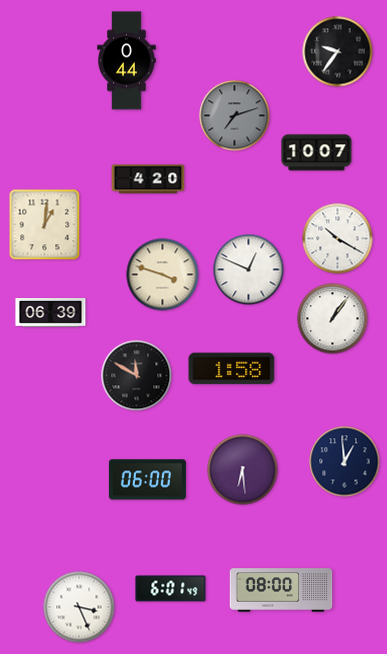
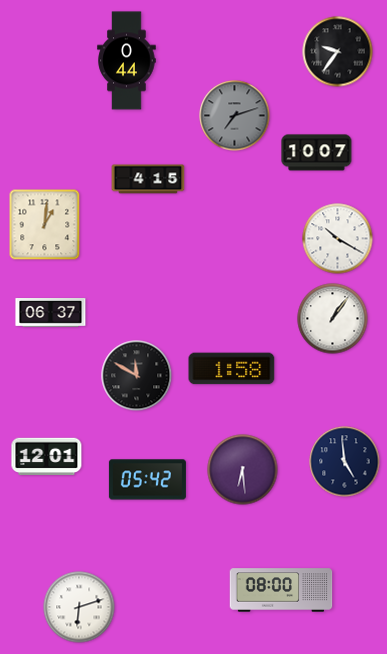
clock at (148, 179): 4:20 -> 4:15
clock at (249, 270): 12:49 -> none
clock at (163, 275): 3:48 -> none
clock at (51, 313): 06:39 -> 06:37
clock at (47, 456): none -> 12:01
clock at (345, 462): 12:59 -> 4:59
clock at (147, 480): 06:00 -> 05:42
clock at (171, 589): 6:01 -> none
clock at (79, 607): 3:26 -> 6:12
